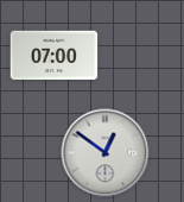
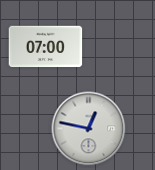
clock at (106, 153): 12:51 -> 12:47
